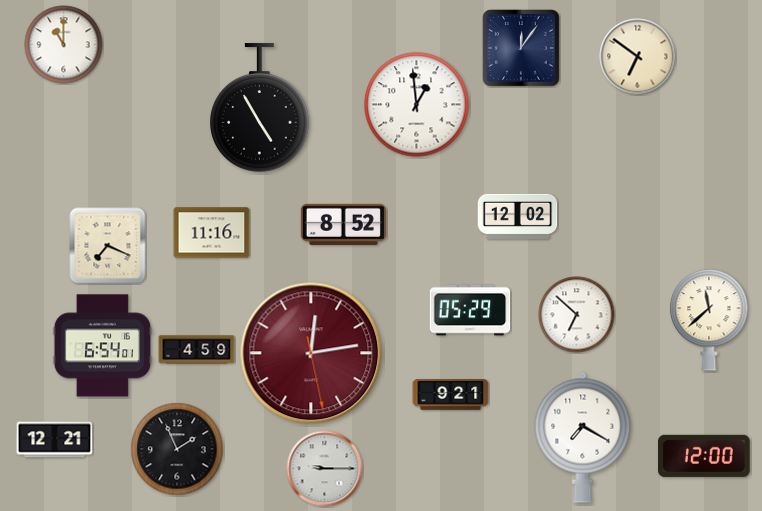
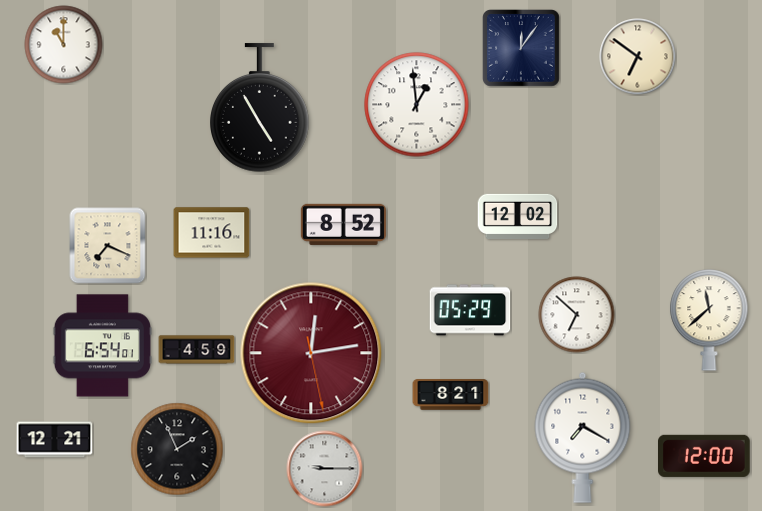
clock at (451, 395): 9:21 -> 8:21
